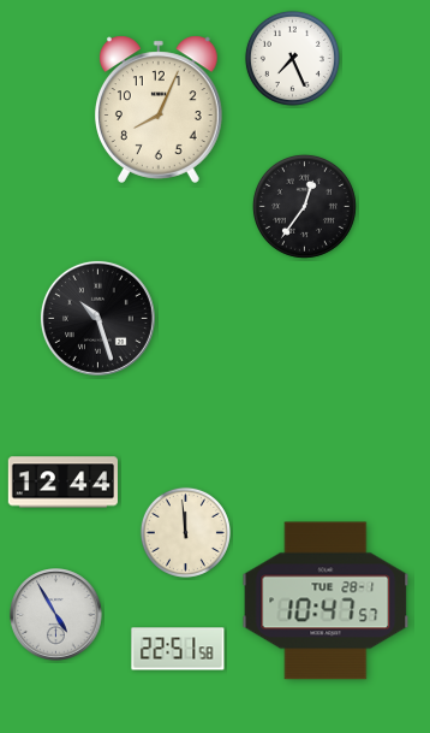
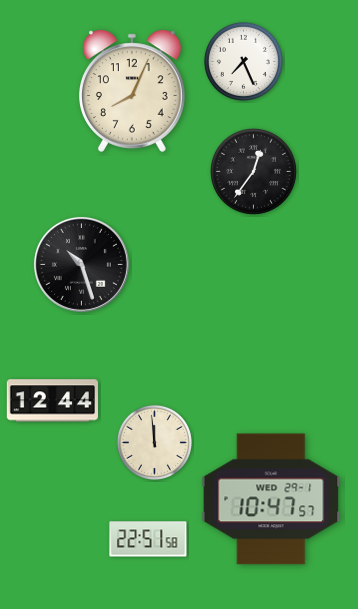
clock at (292, 58) position: (292, 58) -> (243, 61)
clock at (326, 601) date: TUE 28-1 -> WED 29-1
clock at (56, 615): 4:55 -> none
